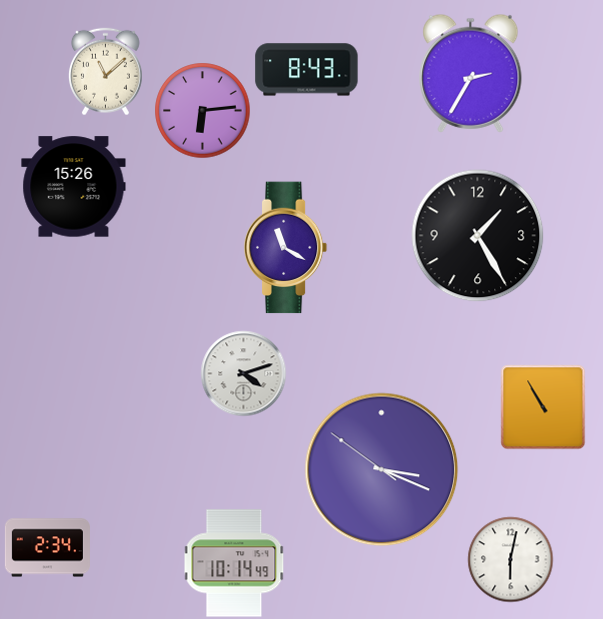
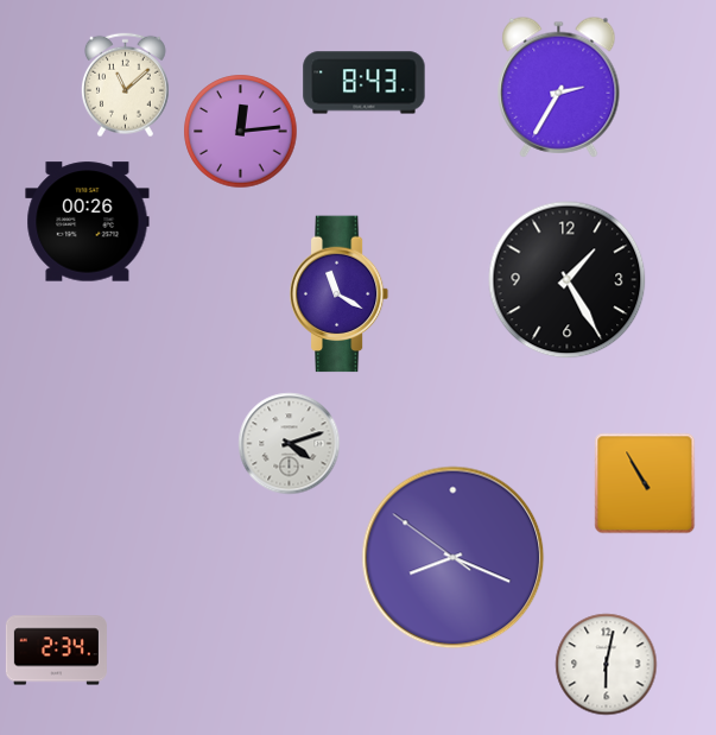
clock at (202, 110): 6:14 -> 12:14
clock at (74, 187): 15:26 -> 00:26
clock at (382, 470): 3:18 -> 8:18
clock at (234, 563): 10:14 -> none
